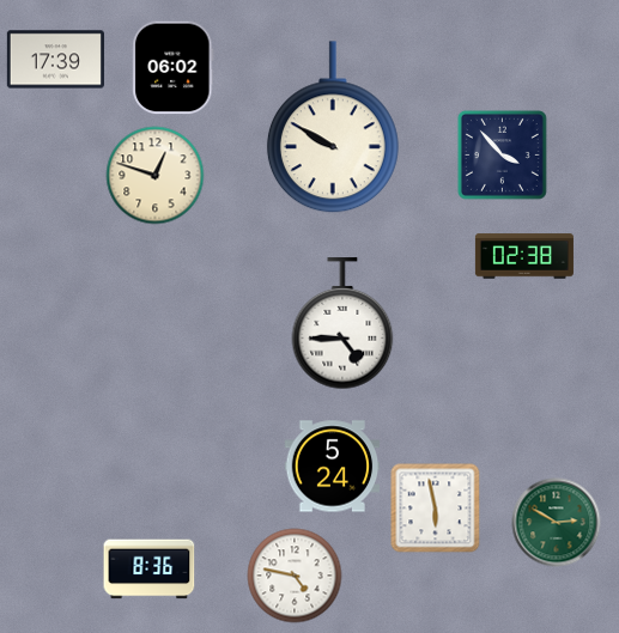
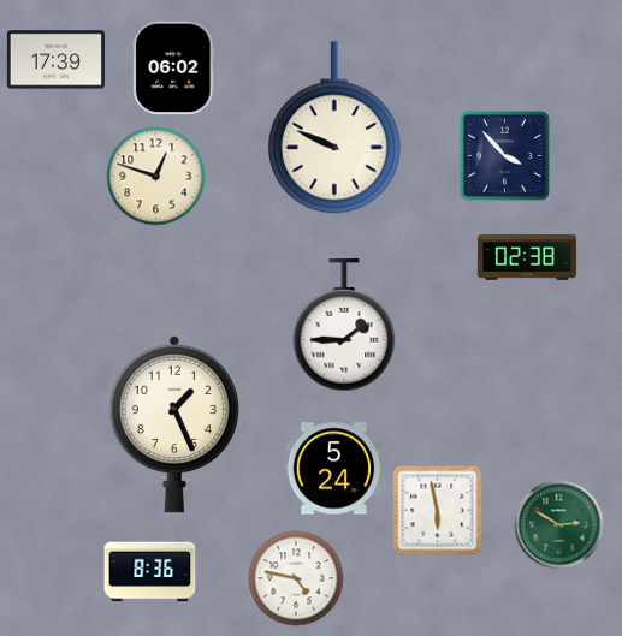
clock at (333, 128): 9:50 -> 9:49
clock at (342, 324): 4:45 -> 1:45
clock at (174, 424): none -> 1:26
